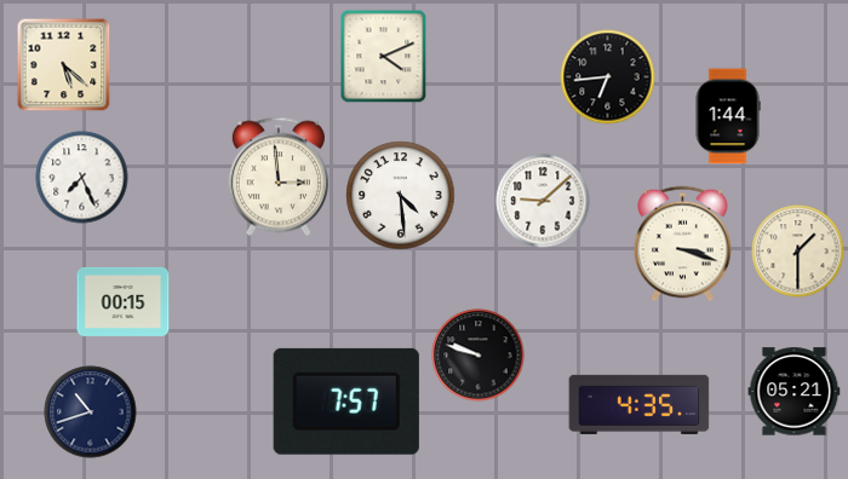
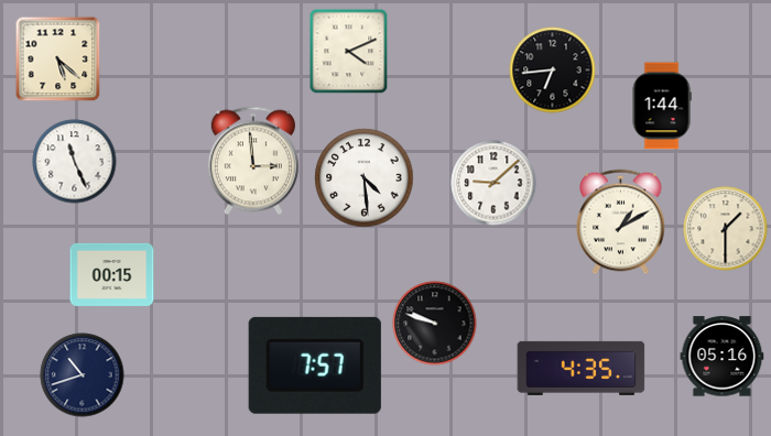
clock at (82, 178): 7:26 -> 11:26
clock at (683, 244): 3:18 -> 1:10
clock at (795, 392): 05:21 -> 05:16
